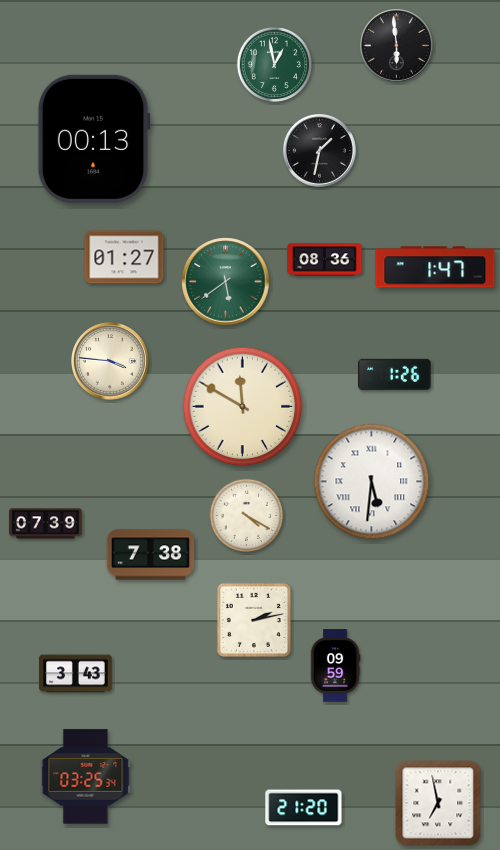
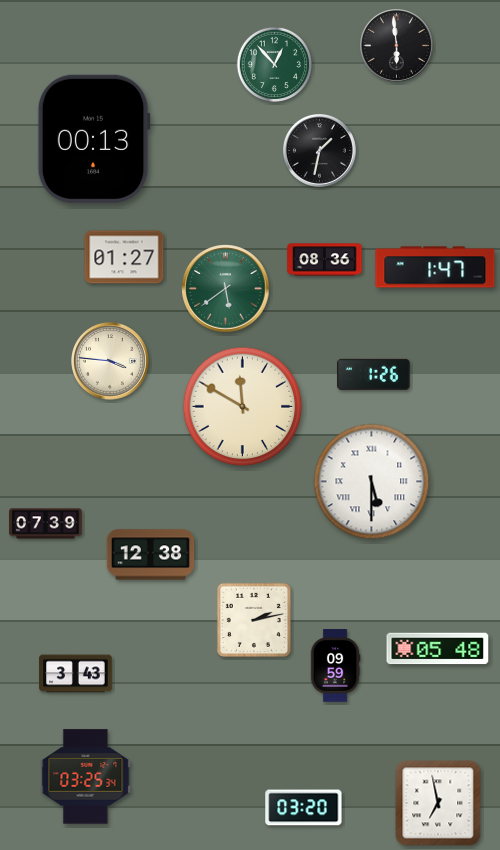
clock at (274, 64): 12:58 -> 12:53
clock at (226, 282) position: (226, 282) -> (226, 289)
clock at (395, 374) position: (395, 374) -> (374, 374)
clock at (372, 482): 5:31 -> 5:30
clock at (247, 516): 4:20 -> none
clock at (151, 555): 7:38 -> 12:38
clock at (438, 649): none -> 05:48
clock at (304, 808): 21:20 -> 03:20
